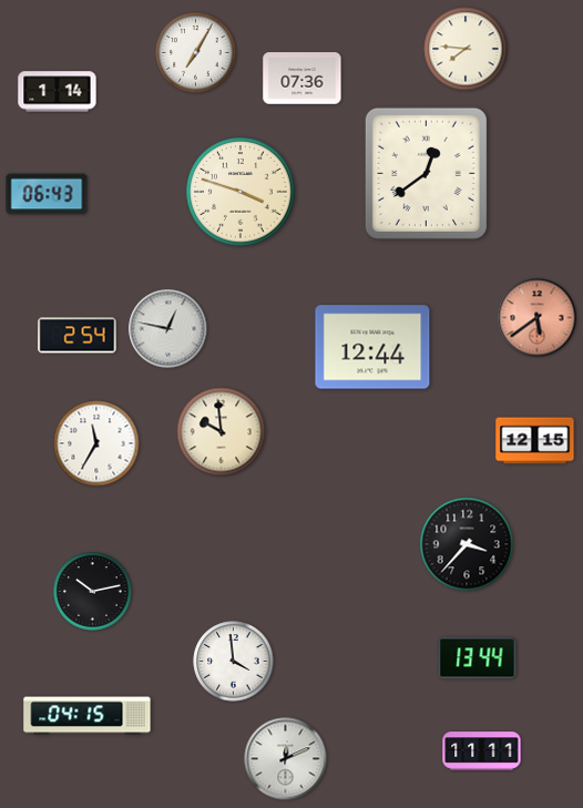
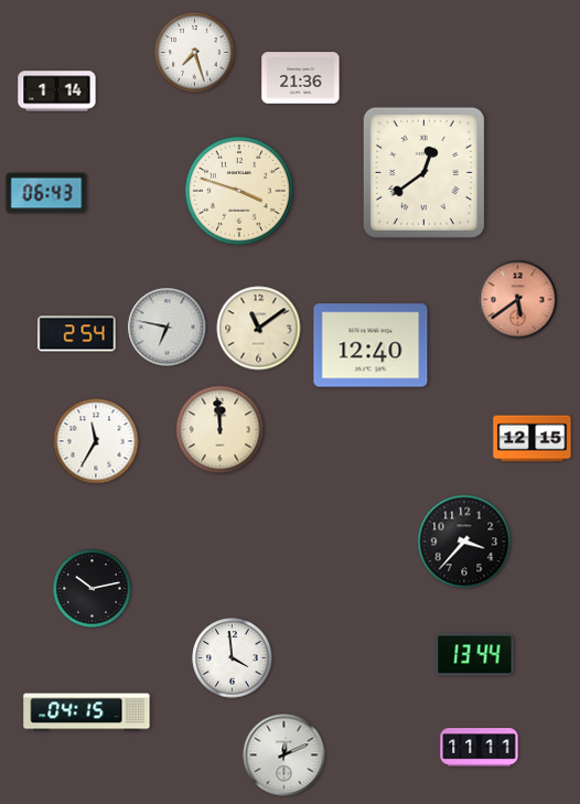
clock at (466, 49): 7:46 -> none
clock at (196, 53): 7:05 -> 7:27
clock at (303, 79): 07:36 -> 21:36
clock at (538, 318) position: (538, 318) -> (518, 300)
clock at (168, 329): 12:47 -> 6:47
clock at (259, 329): none -> 11:09
clock at (372, 347): 12:44 -> 12:40
clock at (222, 432): 9:59 -> 11:59
